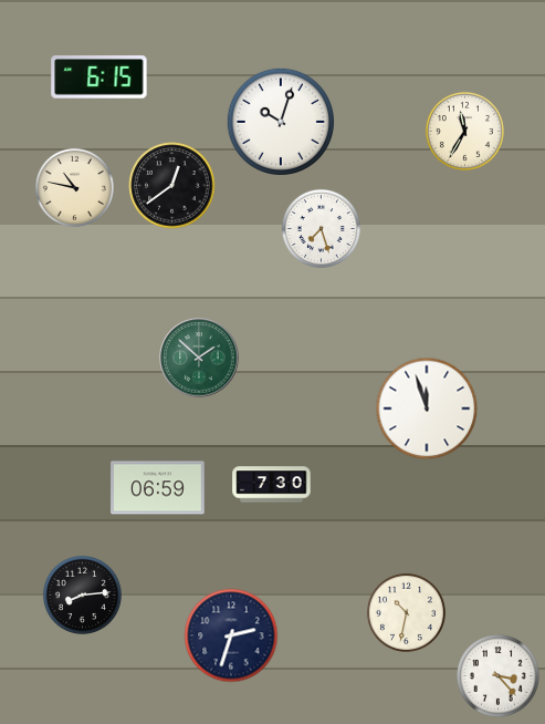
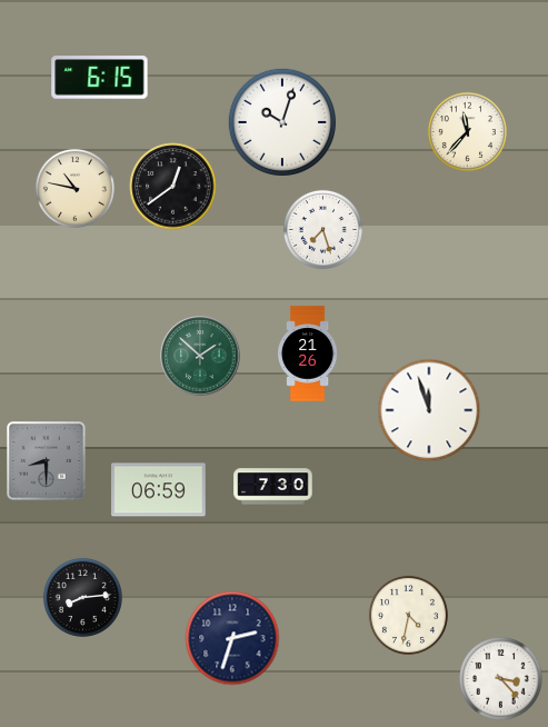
clock at (464, 131): 11:35 -> 11:37
clock at (309, 353): none -> 21:26
clock at (199, 358) position: (199, 358) -> (200, 356)
clock at (47, 461): none -> 8:30
clock at (406, 612): 10:32 -> 4:32
